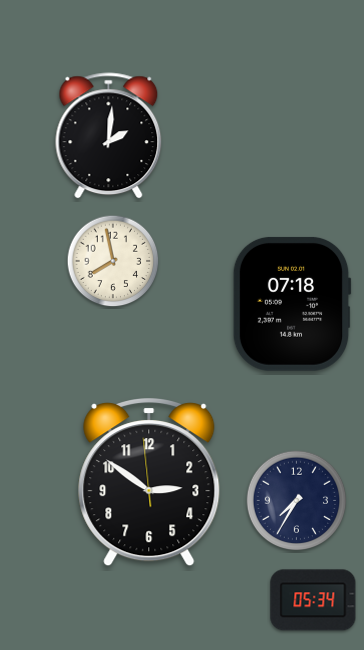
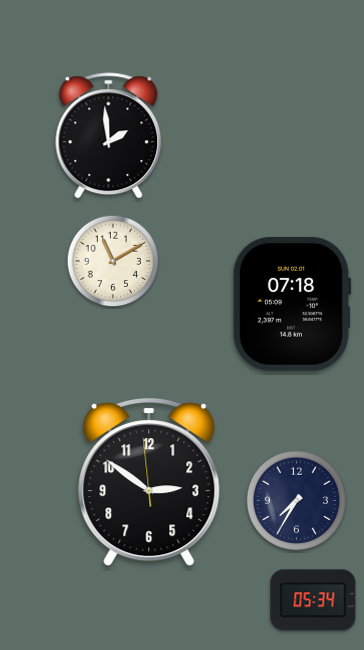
clock at (109, 136): 2:01 -> 1:59
clock at (113, 261): 7:58 -> 11:10
